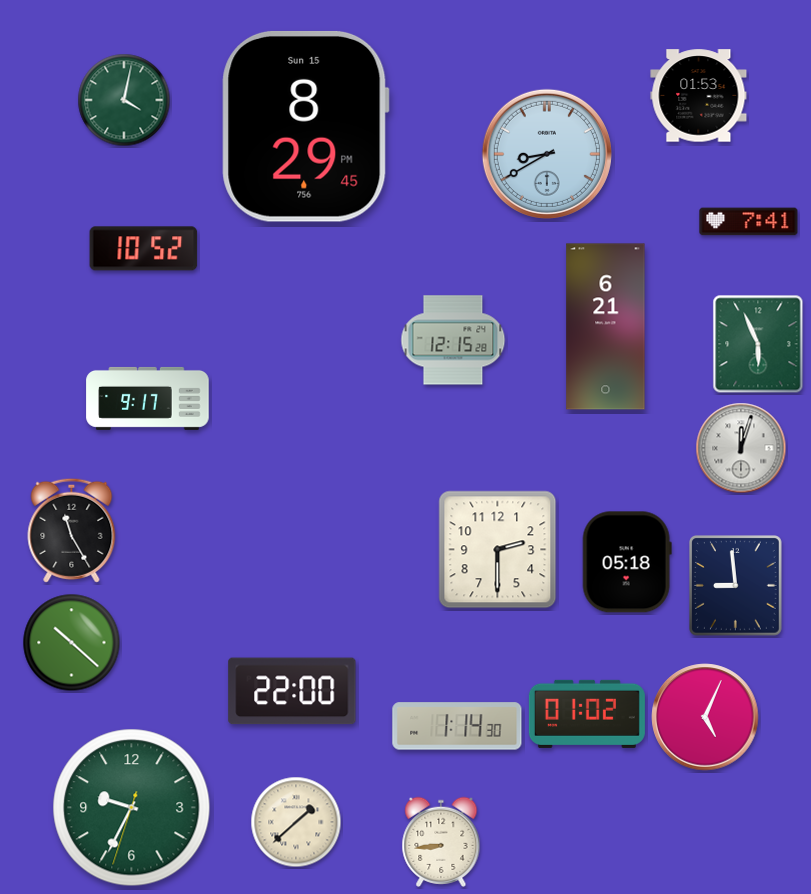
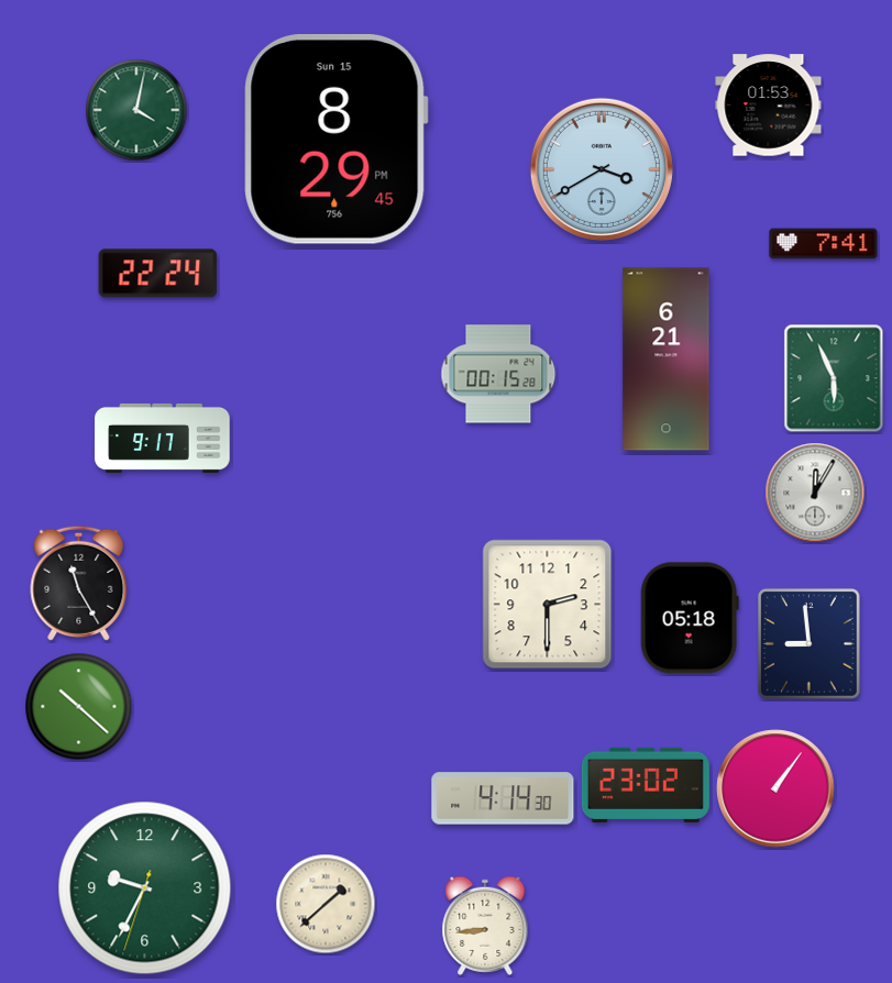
clock at (547, 154): 8:40 -> 3:40
clock at (144, 249): 10:52 -> 22:24
clock at (453, 340): 12:15 -> 00:15
clock at (741, 448): 12:03 -> 12:05
clock at (292, 691): 22:00 -> none
clock at (587, 714): 01:02 -> 23:02
clock at (705, 717): 5:04 -> 1:06
clock at (457, 726): 1:14 -> 4:14
